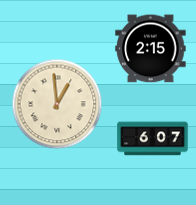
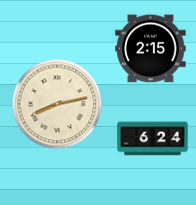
clock at (57, 104): 12:59 -> 8:13
clock at (153, 139): 6:07 -> 6:24
